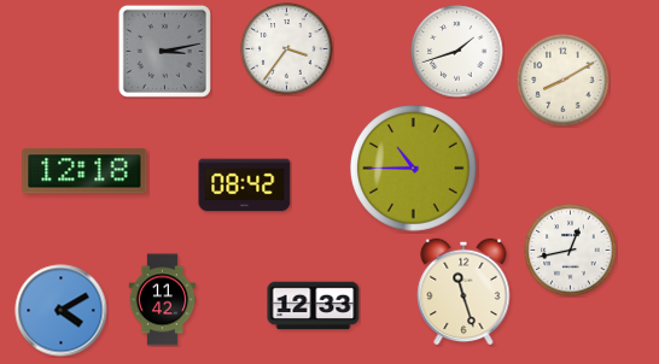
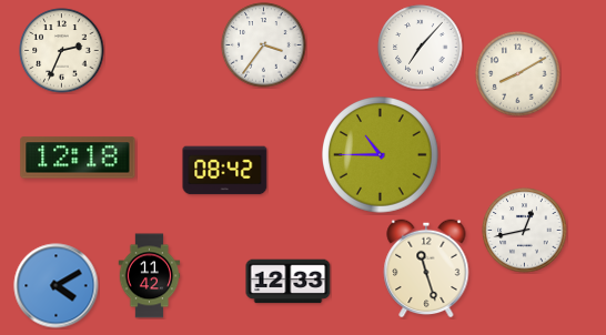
clock at (164, 51): 3:13 -> none
clock at (457, 52): 1:42 -> 7:07
clock at (62, 51): none -> 2:34
